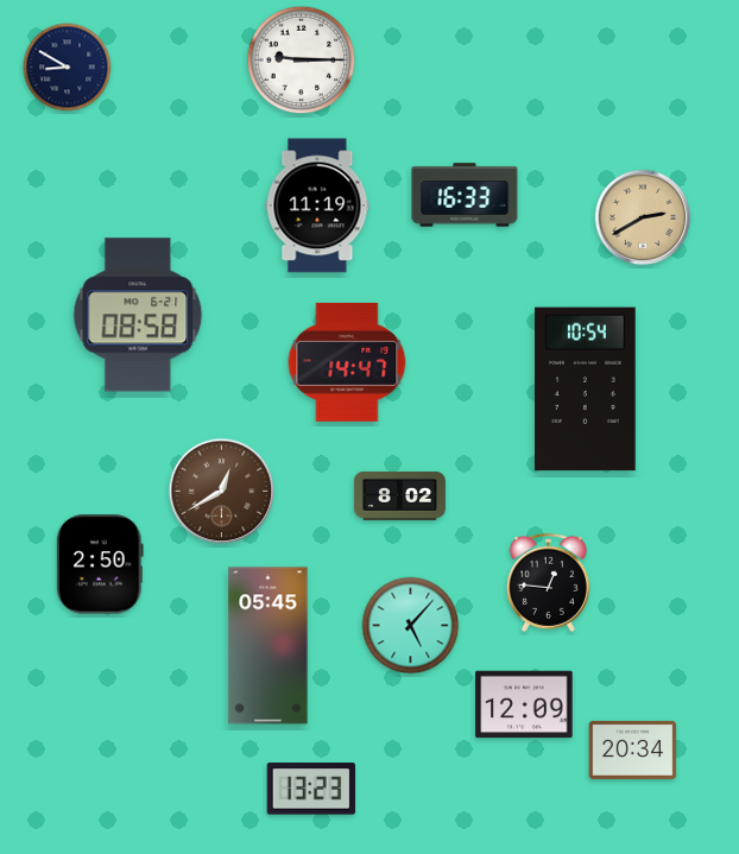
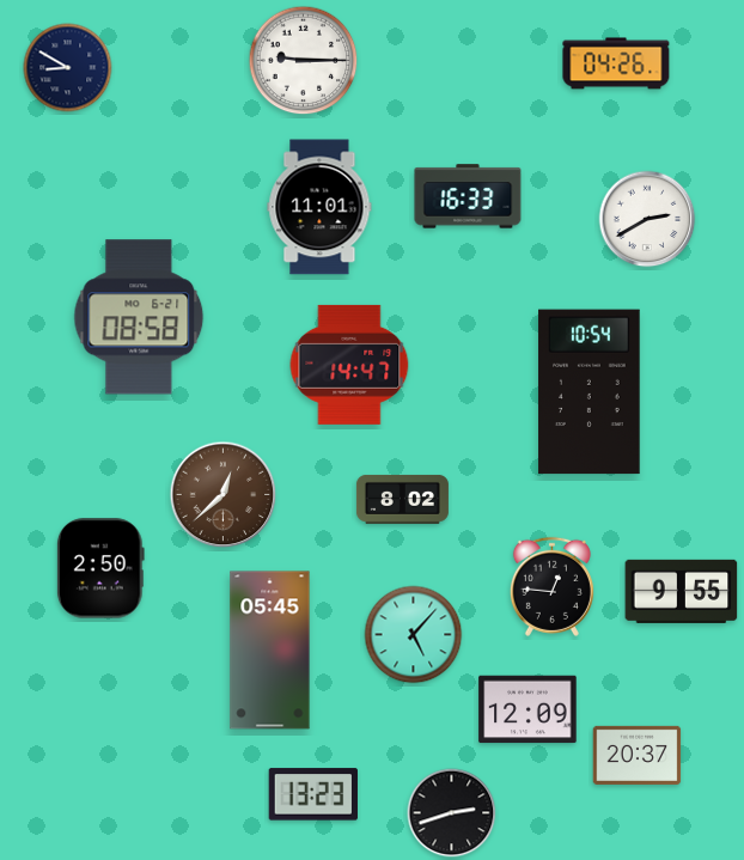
clock at (616, 63): none -> 04:26
clock at (317, 205): 11:19 -> 11:01
clock at (643, 217) dial: champagne -> white
clock at (222, 492): 12:40 -> 12:38
clock at (682, 591): none -> 9:55
clock at (411, 626) position: (411, 626) -> (414, 635)
clock at (633, 749): 20:34 -> 20:37
clock at (452, 813): none -> 2:42
